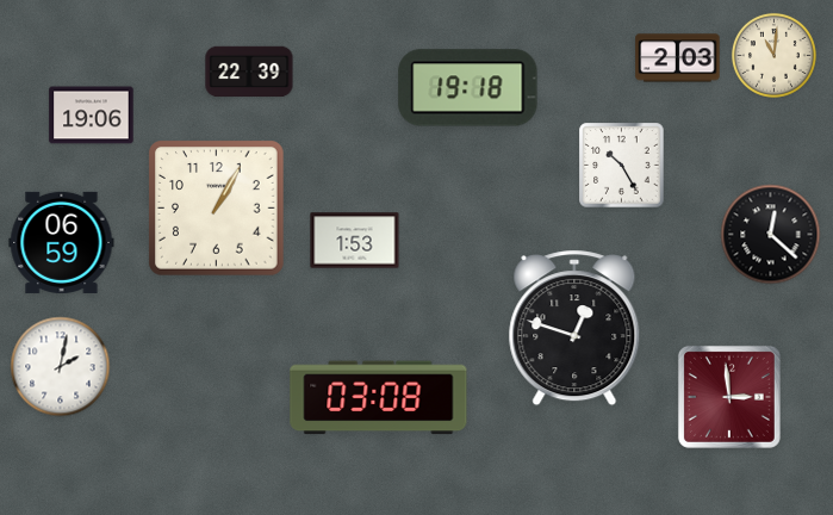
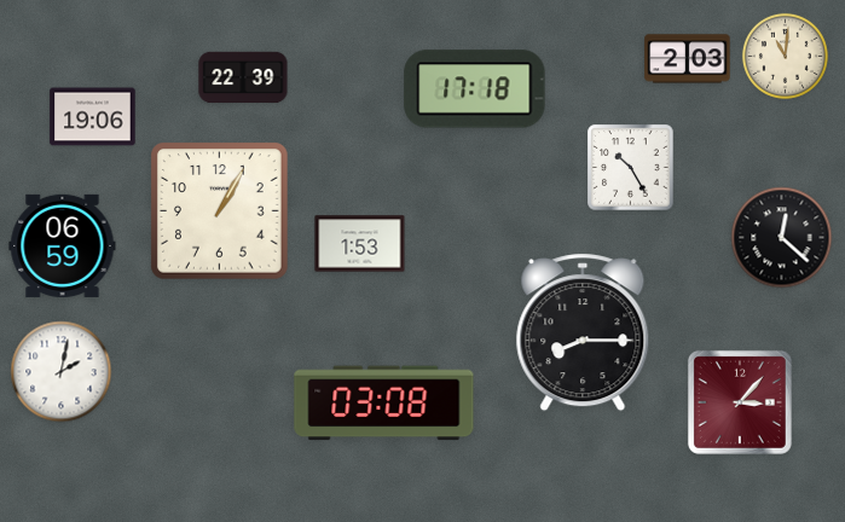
clock at (249, 72) position: (249, 72) -> (243, 77)
clock at (468, 88): 19:18 -> 17:18
clock at (574, 328): 12:48 -> 8:15
clock at (729, 397): 2:59 -> 3:07
